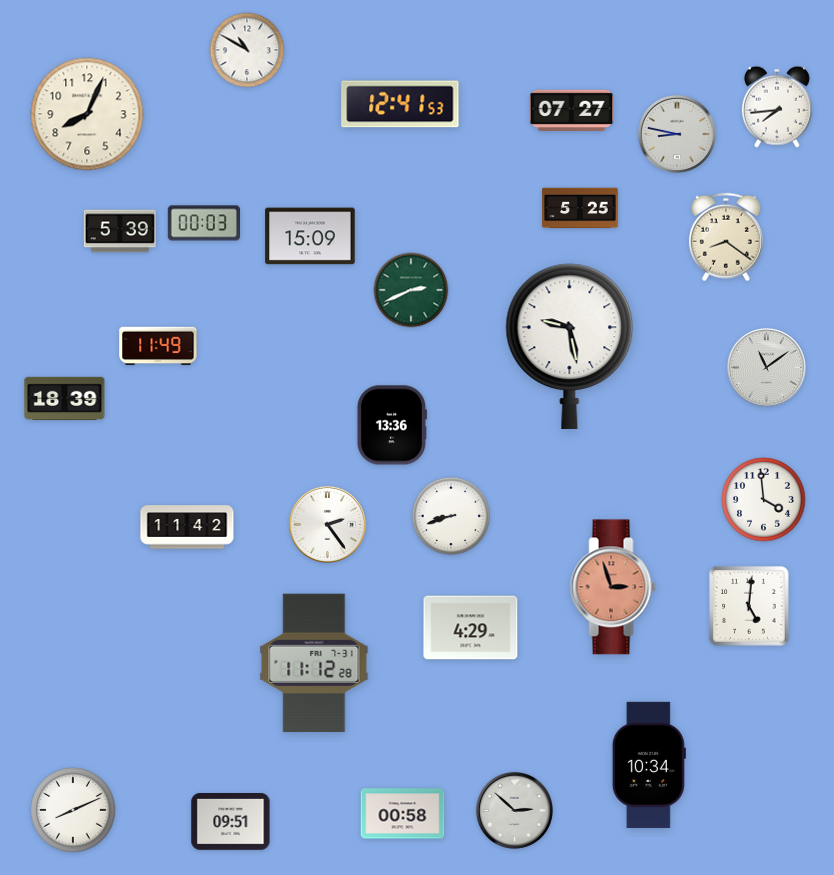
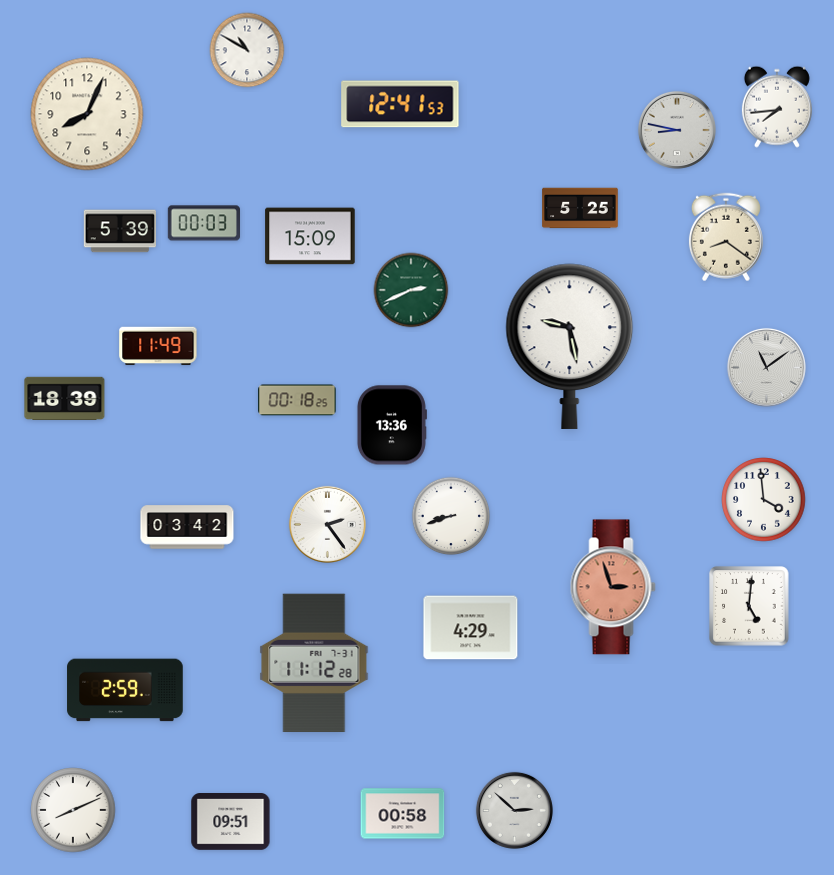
clock at (572, 111): 07:27 -> none
clock at (677, 134) position: (677, 134) -> (677, 130)
clock at (297, 400): none -> 00:18
clock at (187, 527): 11:42 -> 03:42
clock at (125, 690): none -> 2:59
clock at (649, 765): 10:34 -> none
